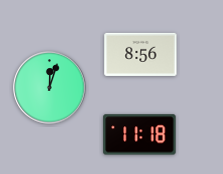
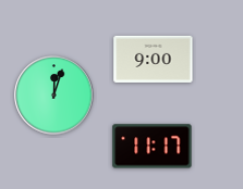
clock at (141, 54): 8:56 -> 9:00
clock at (140, 135): 11:18 -> 11:17
